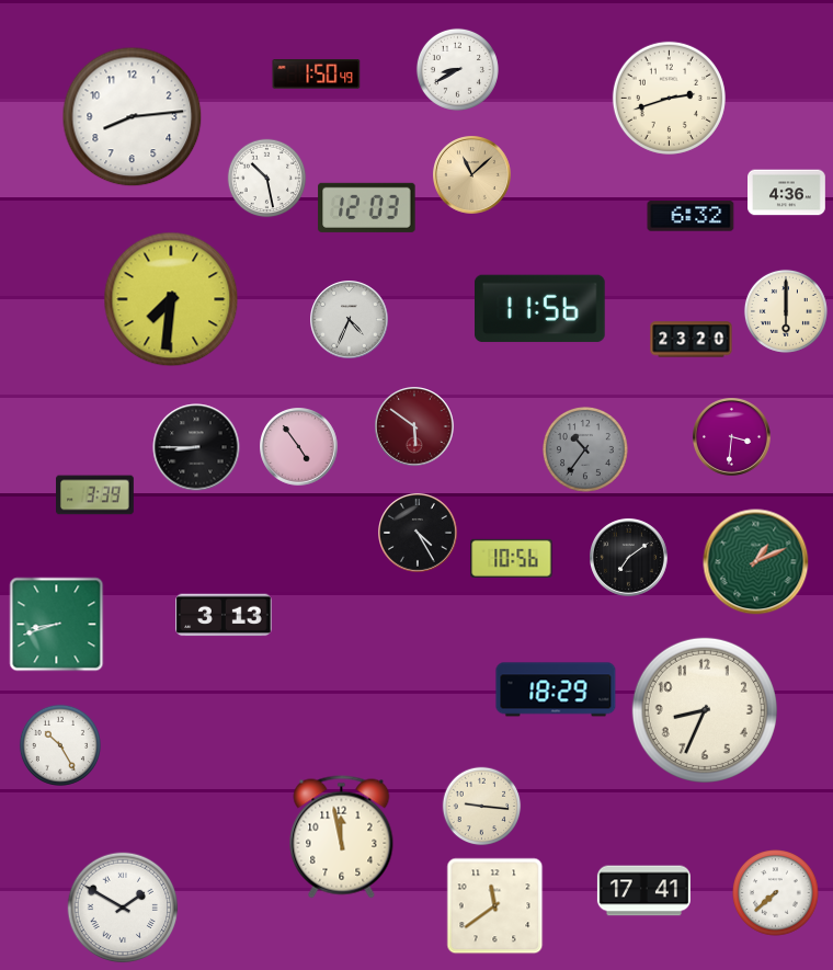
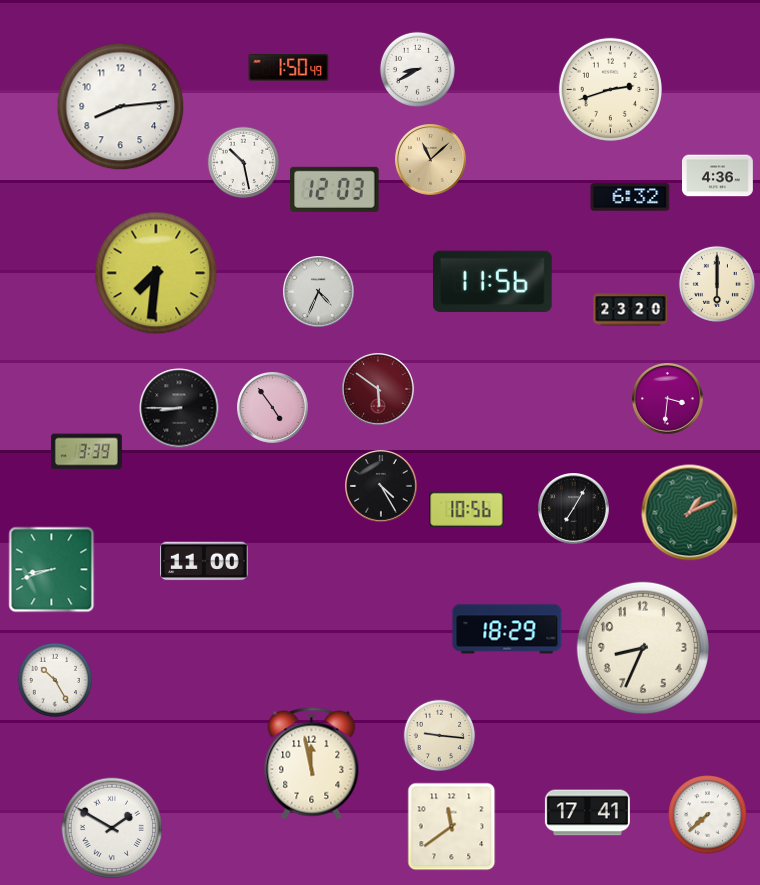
clock at (457, 69) position: (457, 69) -> (417, 69)
clock at (586, 450): 10:36 -> none
clock at (629, 558): 7:09 -> 7:05
clock at (224, 615): 3:13 -> 11:00
